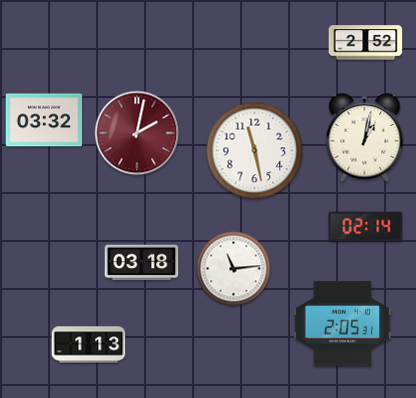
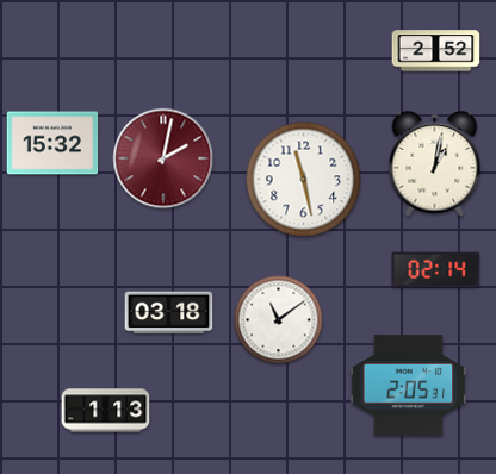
clock at (44, 120): 03:32 -> 15:32
clock at (234, 269): 11:14 -> 11:09
